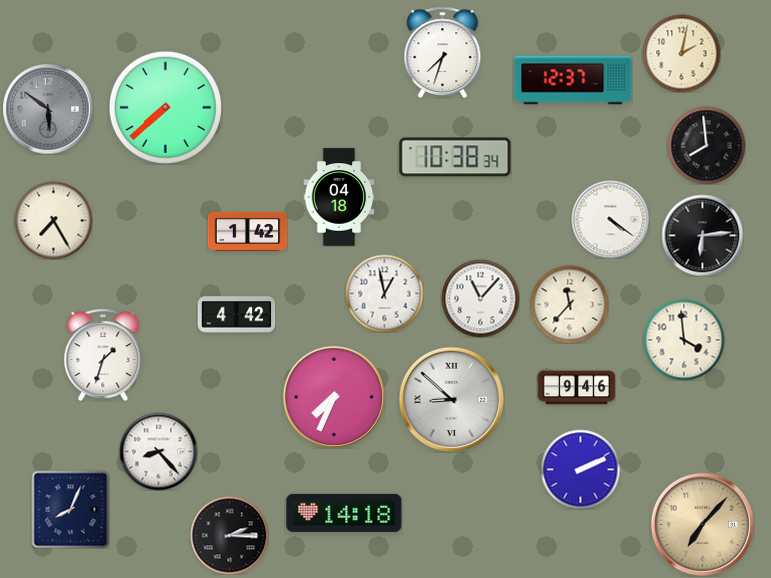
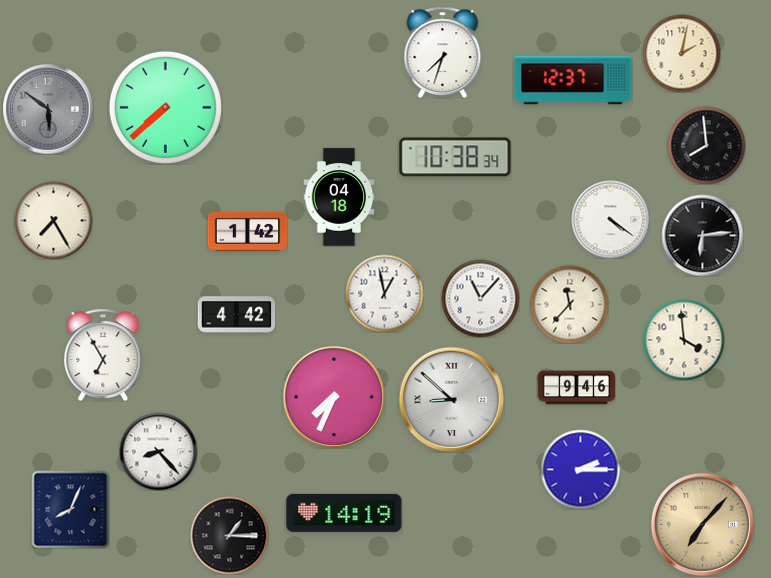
clock at (103, 355): 1:33 -> 6:55
clock at (580, 469): 2:11 -> 2:15
clock at (344, 513): 14:18 -> 14:19
clock at (229, 535): 2:15 -> 1:15
